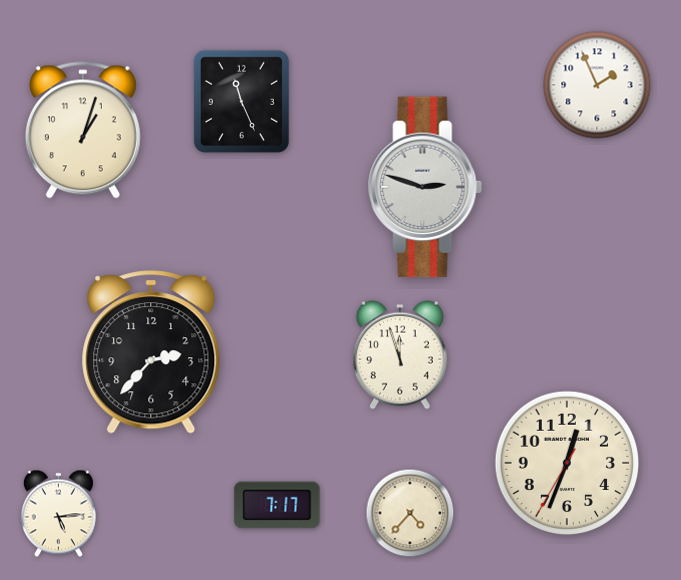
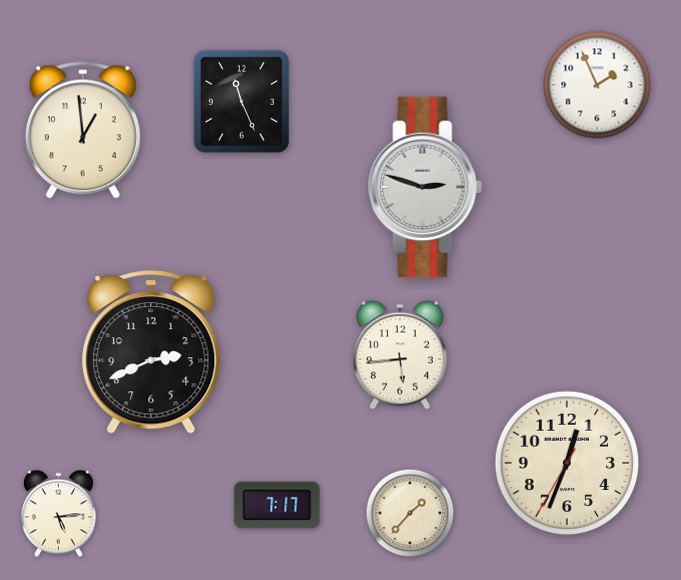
clock at (83, 130): 1:03 -> 12:59
clock at (151, 352): 2:37 -> 2:41
clock at (400, 355): 11:57 -> 5:44
clock at (410, 513): 4:37 -> 1:37
